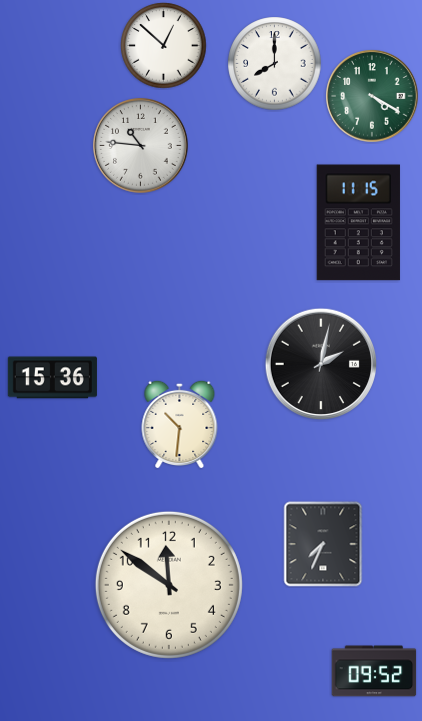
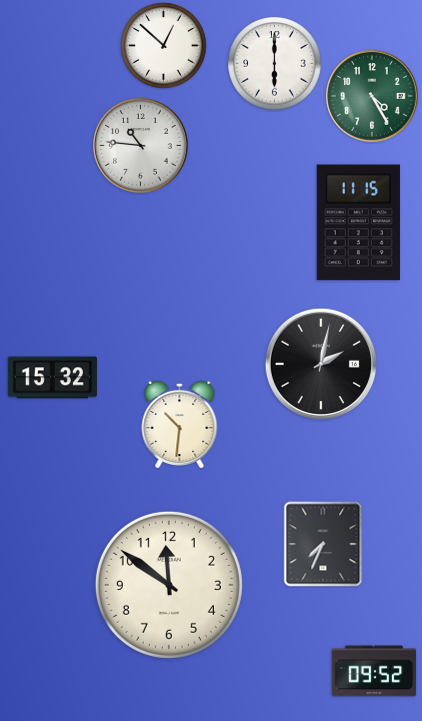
clock at (275, 64): 8:00 -> 6:00
clock at (372, 96): 4:20 -> 4:25
clock at (52, 378): 15:36 -> 15:32
